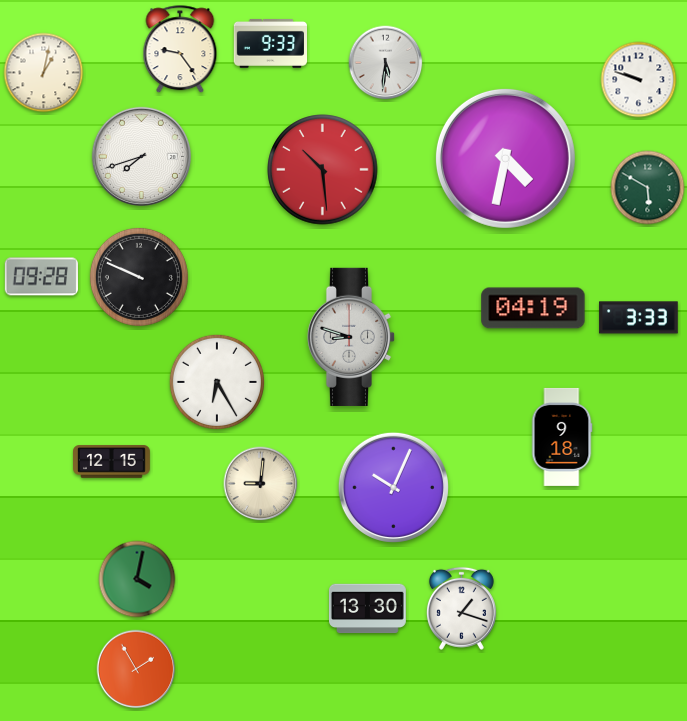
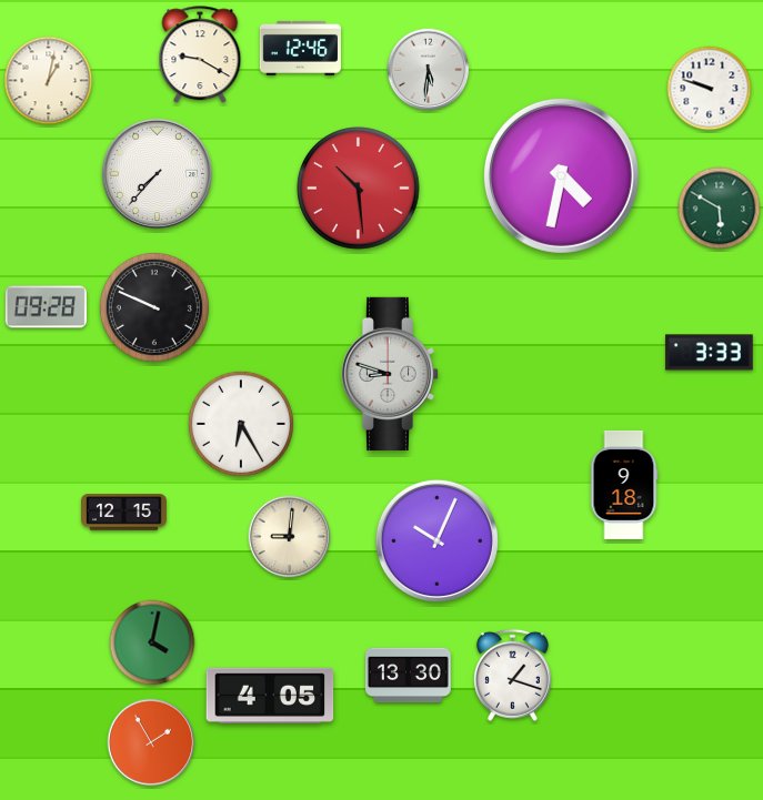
clock at (270, 43): 9:33 -> 12:46
clock at (180, 50): 9:24 -> 9:20
clock at (141, 156): 7:42 -> 7:37
clock at (533, 308): 04:19 -> none
clock at (270, 696): none -> 4:05
